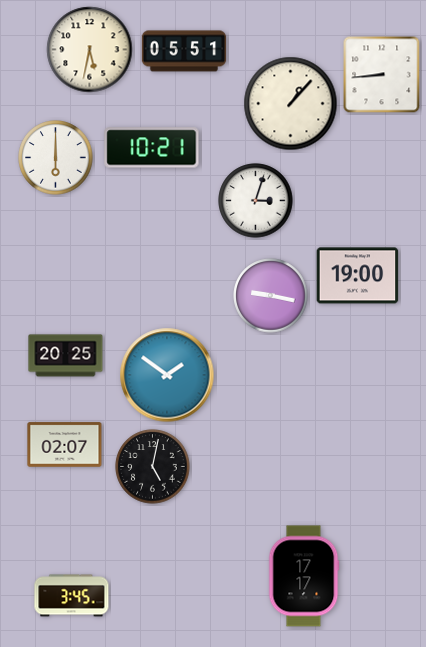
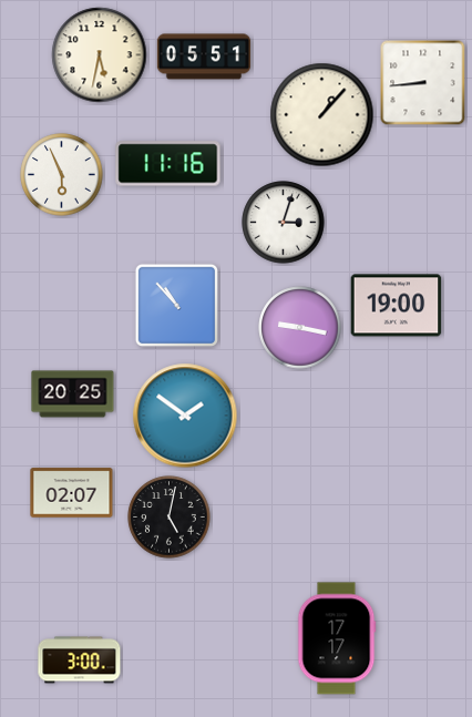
clock at (152, 148): 10:21 -> 11:16
clock at (56, 158): 6:00 -> 5:56
clock at (176, 305): none -> 10:53
clock at (72, 596): 3:45 -> 3:00
